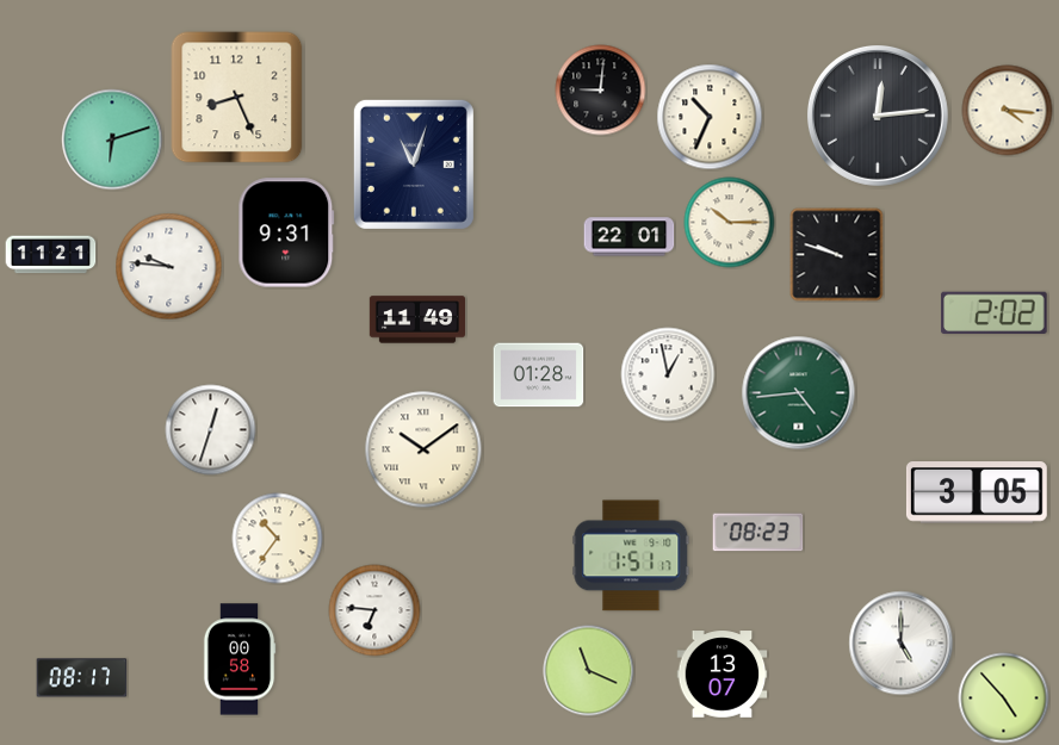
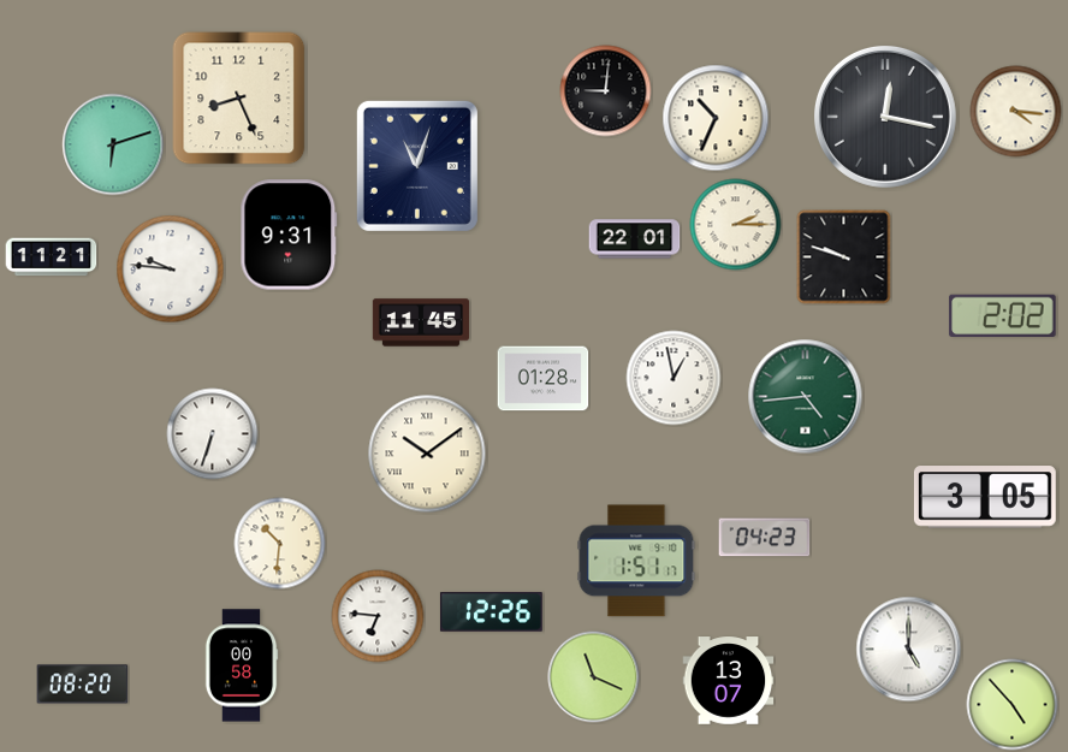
clock at (878, 116): 12:14 -> 12:17
clock at (112, 139) position: (112, 139) -> (113, 144)
clock at (730, 223): 10:15 -> 2:15
clock at (416, 319): 11:49 -> 11:45
clock at (211, 430): 12:33 -> 6:33
clock at (758, 533): 08:23 -> 04:23
clock at (278, 539): 10:36 -> 10:31
clock at (491, 612): none -> 12:26
clock at (82, 678): 08:17 -> 08:20
